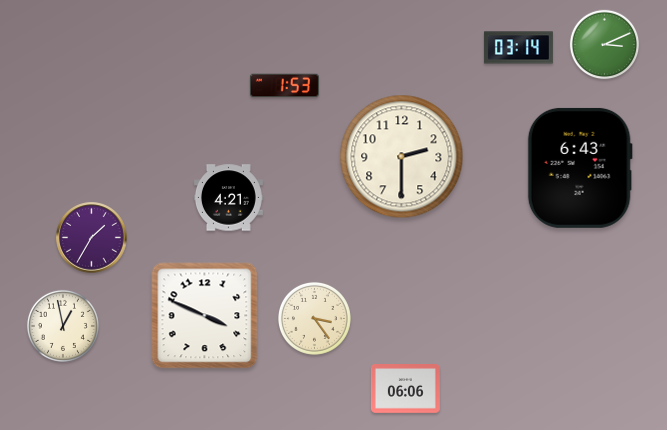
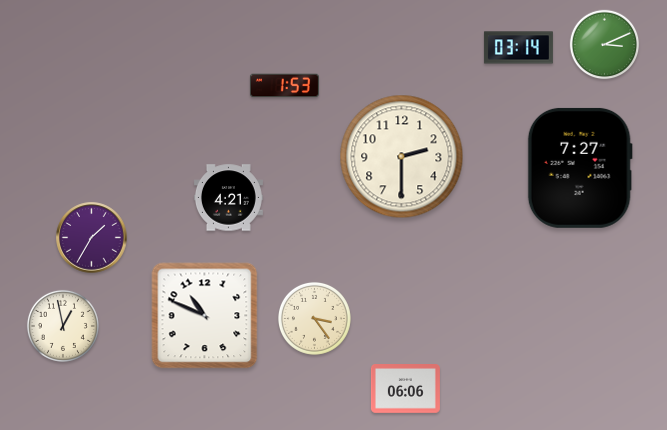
clock at (580, 168): 6:43 -> 7:27
clock at (205, 316): 3:49 -> 10:49
